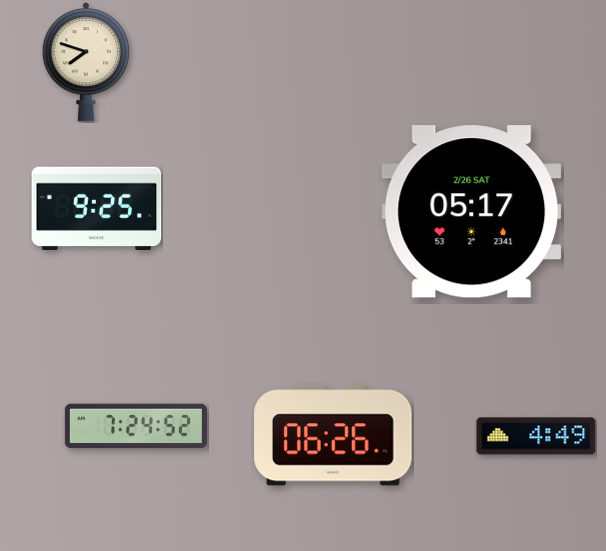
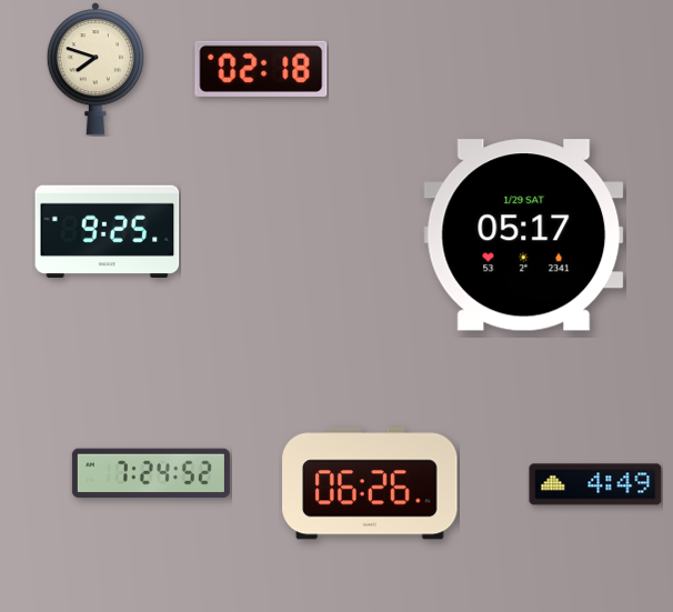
clock at (261, 69): none -> 02:18
clock at (472, 212) date: 2/26 SAT -> 1/29 SAT
